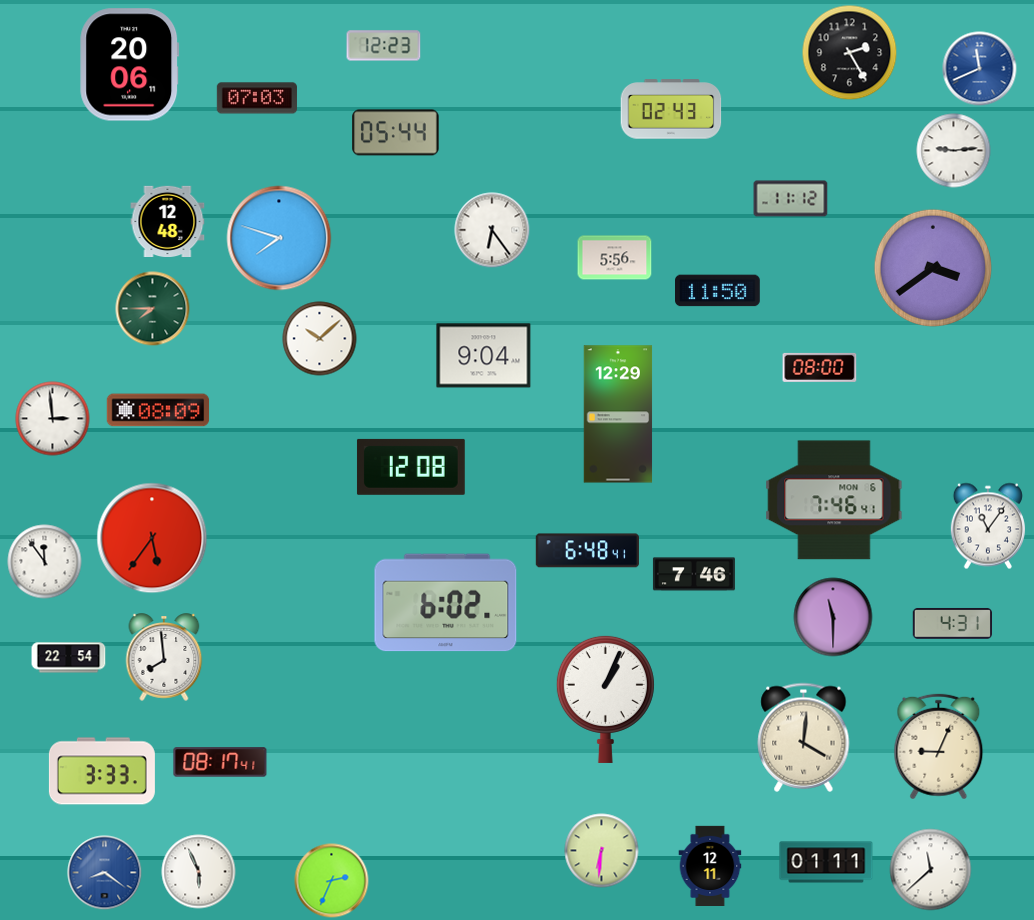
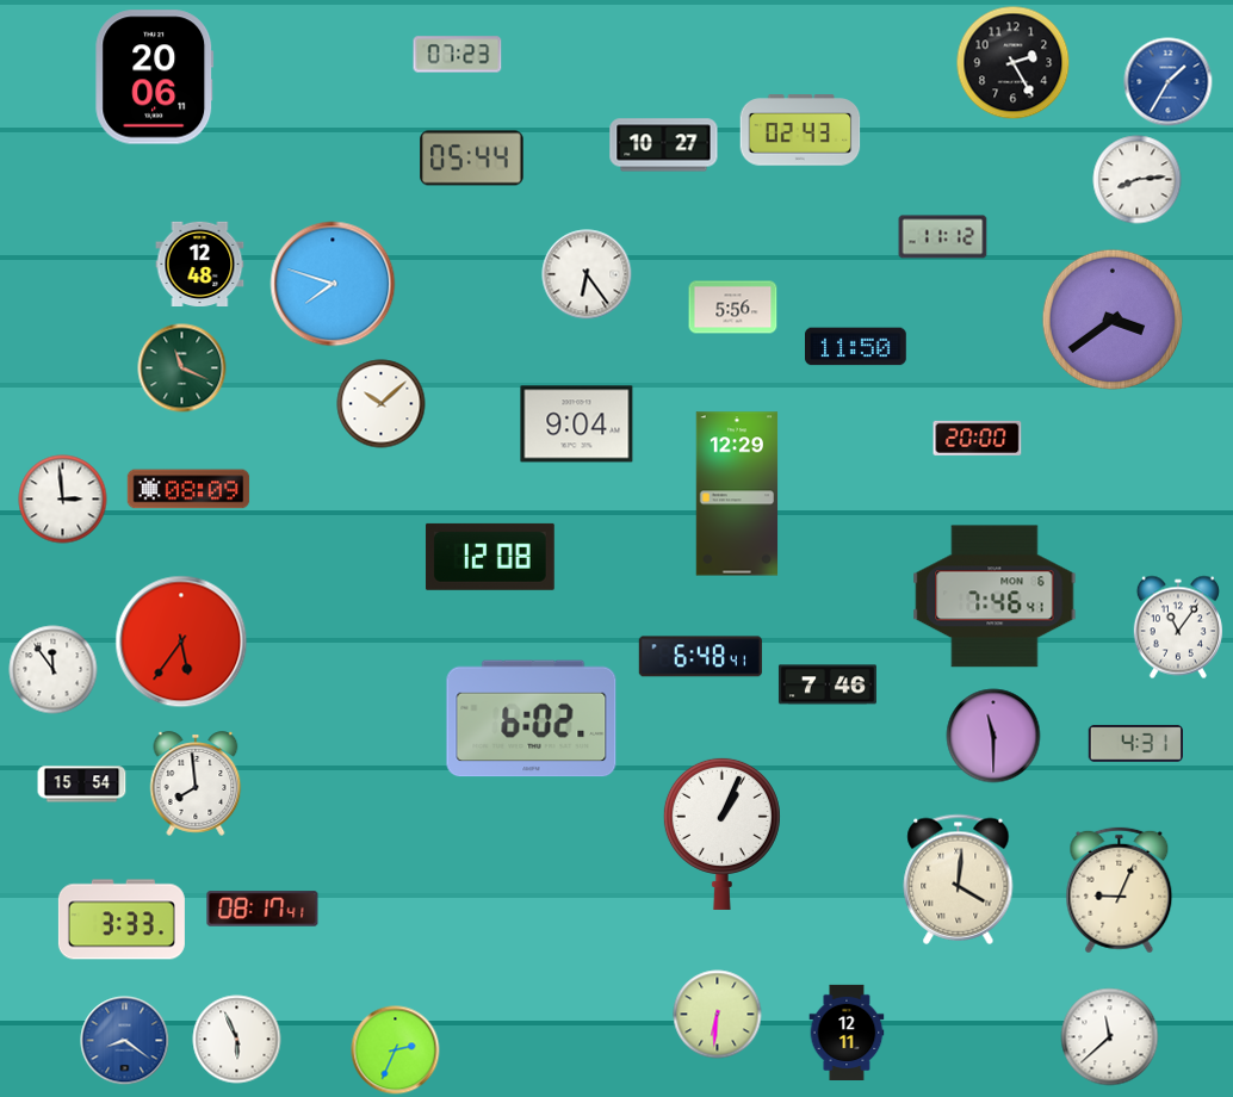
clock at (384, 46): 12:23 -> 07:23
clock at (980, 69): 11:41 -> 1:35
clock at (257, 98): 07:03 -> none
clock at (664, 145): none -> 10:27
clock at (954, 151): 9:14 -> 8:14
clock at (153, 309): 7:45 -> 11:19
clock at (820, 367): 08:00 -> 20:00
clock at (69, 658): 22:54 -> 15:54
clock at (826, 862): 01:11 -> none
